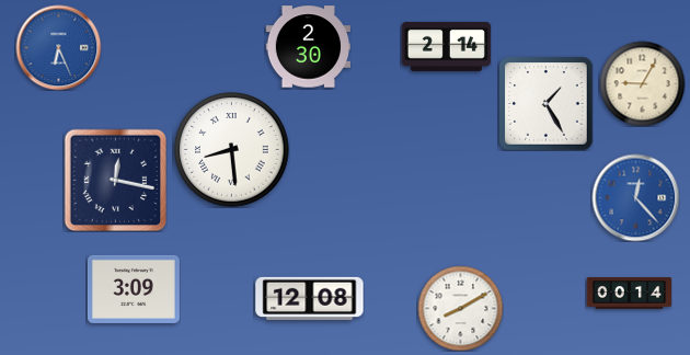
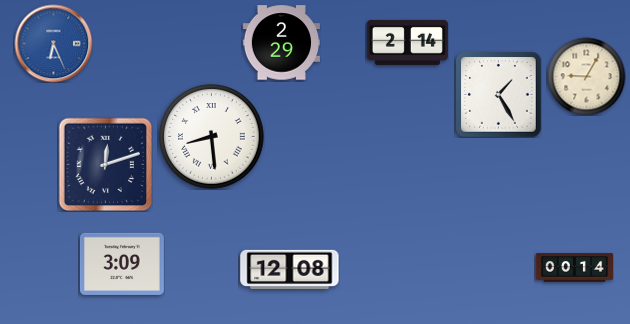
clock at (308, 47): 2:30 -> 2:29
clock at (115, 180): 12:17 -> 12:12
clock at (635, 197): 12:23 -> none
clock at (310, 298) position: (310, 298) -> (290, 269)
clock at (460, 308): 8:10 -> none
